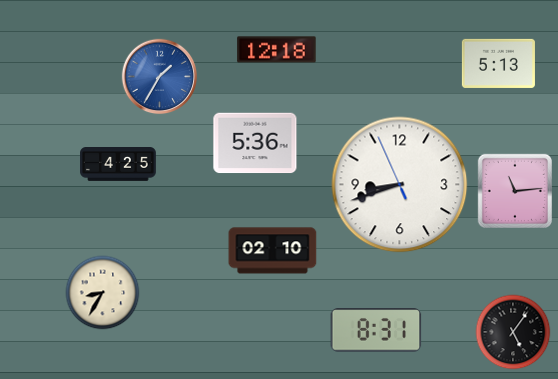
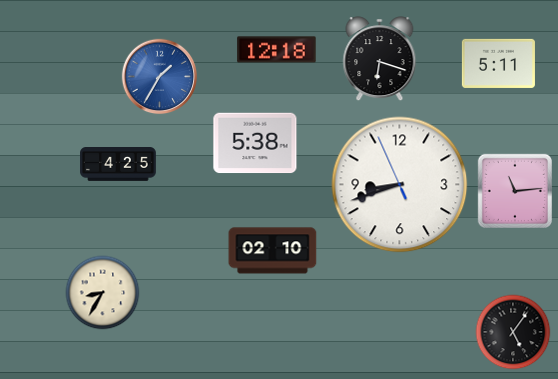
clock at (380, 59): none -> 6:18
clock at (498, 63): 5:13 -> 5:11
clock at (255, 143): 5:36 -> 5:38
clock at (376, 330): 8:31 -> none
